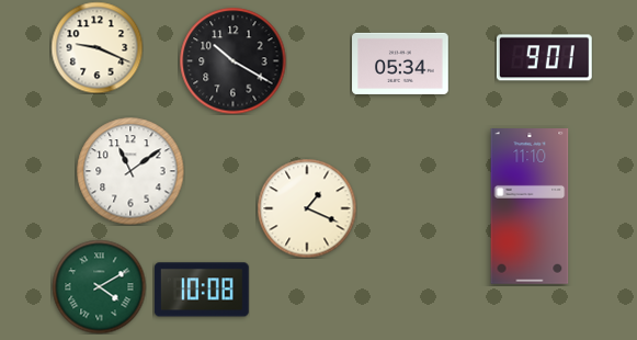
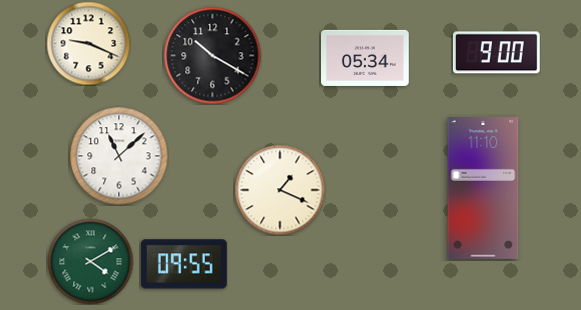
clock at (544, 58): 9:01 -> 9:00
clock at (130, 171): 11:09 -> 11:08
clock at (202, 290): 10:08 -> 09:55
